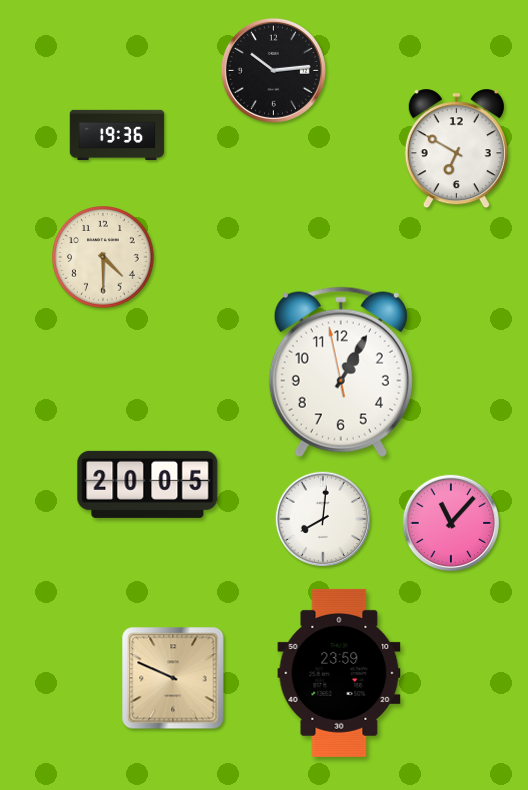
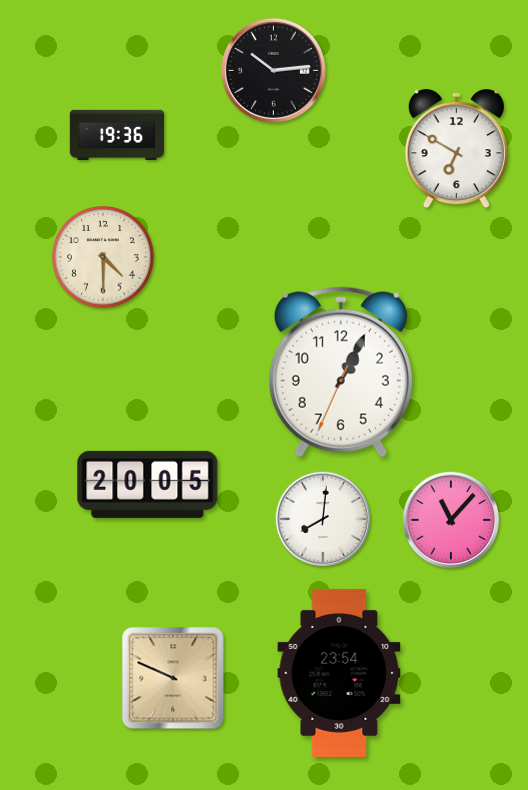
clock at (341, 372): 1:04:58 -> 1:04:34
clock at (450, 522) position: (450, 522) -> (450, 519)
clock at (339, 673): 23:59 -> 23:54
